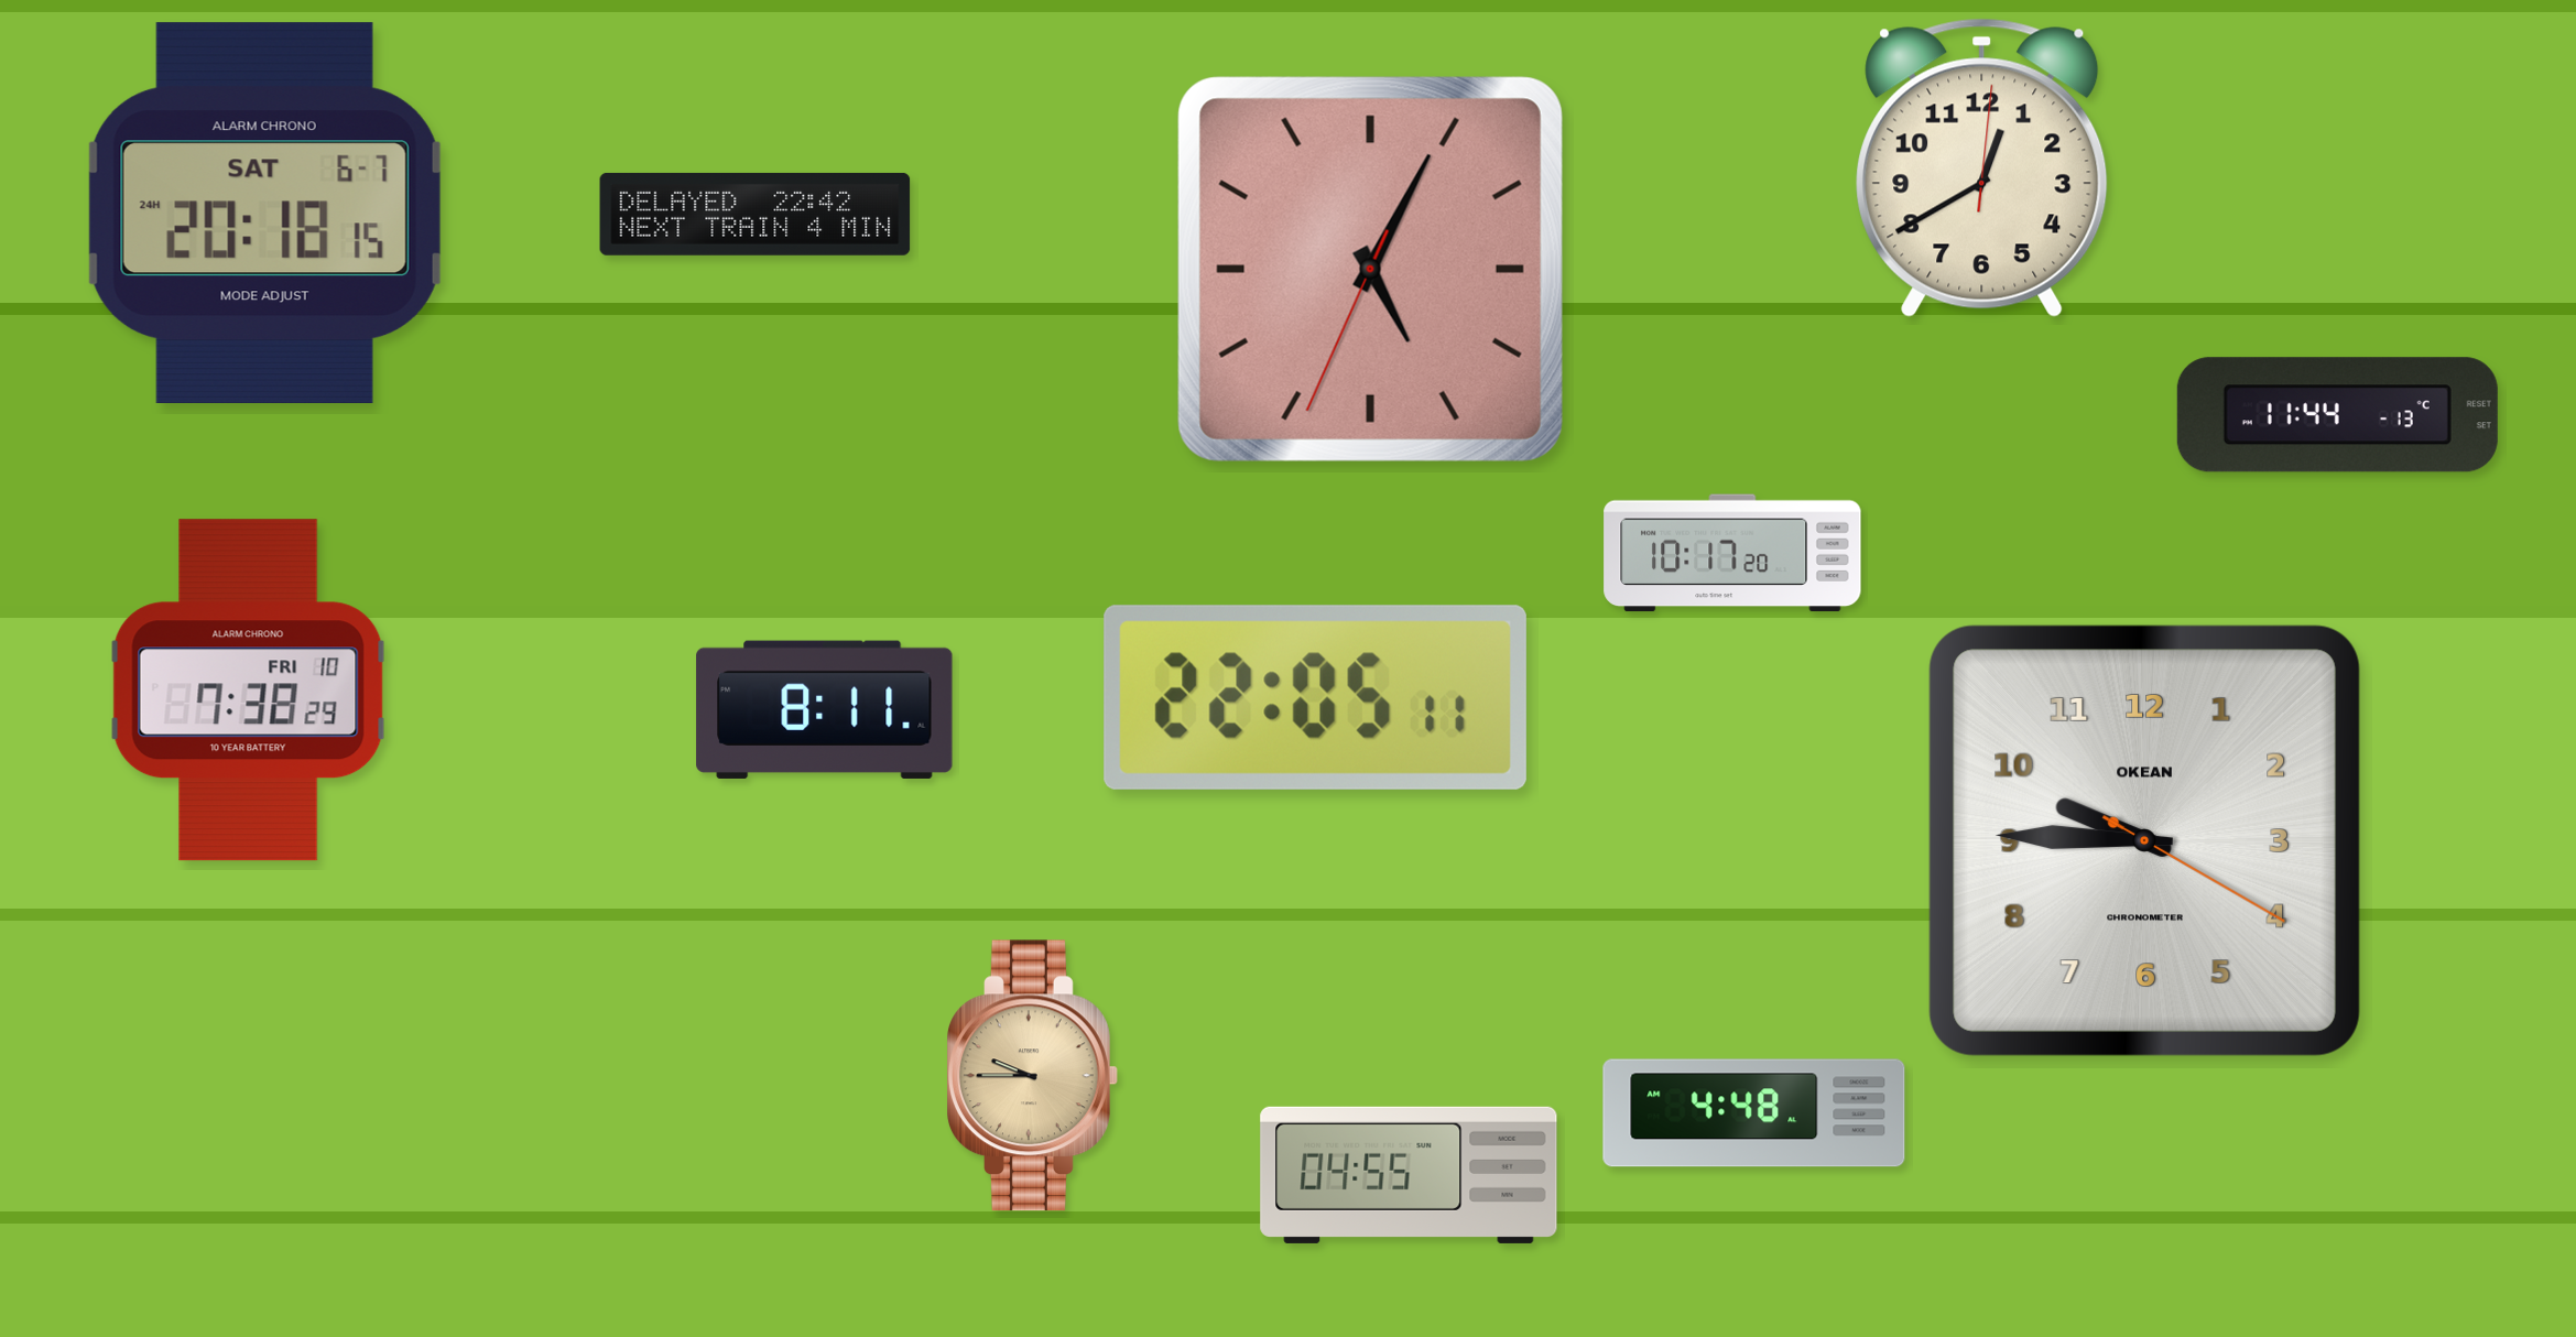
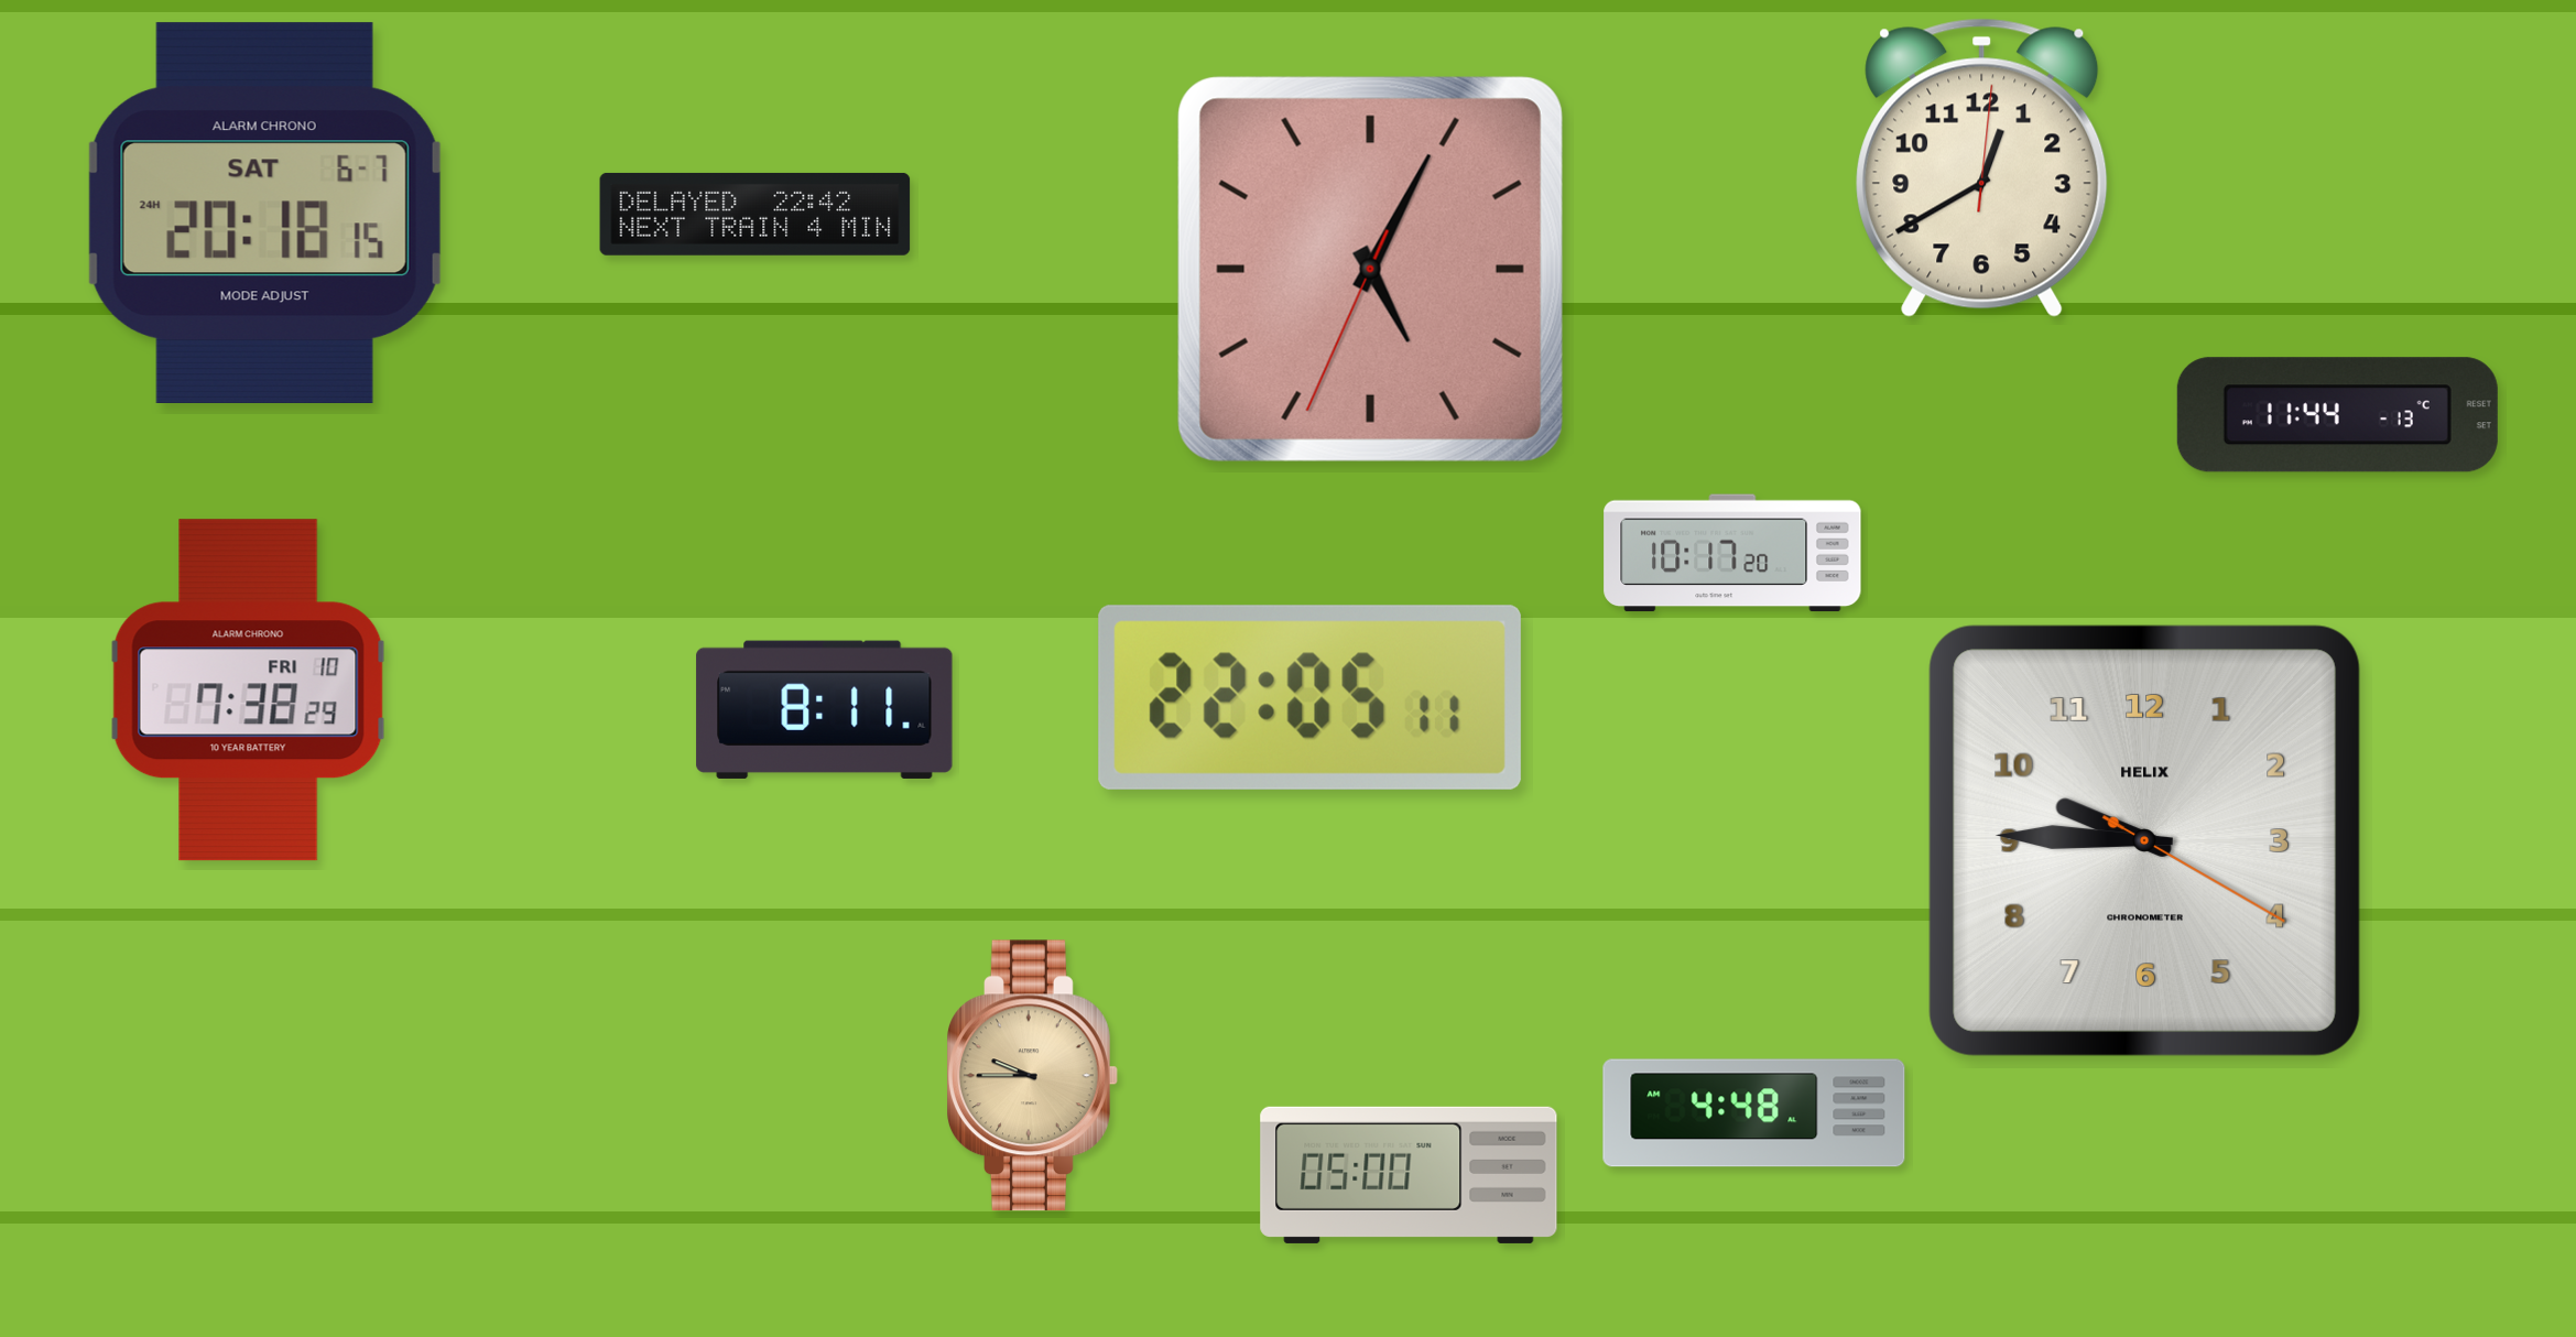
clock at (1315, 697) position: (1315, 697) -> (1309, 697)
clock at (2144, 840) brand: OKEAN -> HELIX
clock at (1409, 1175): 04:55 -> 05:00
